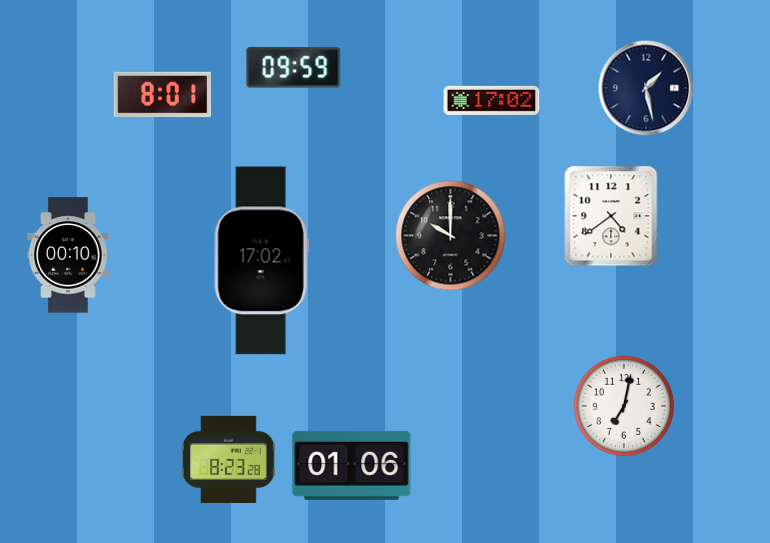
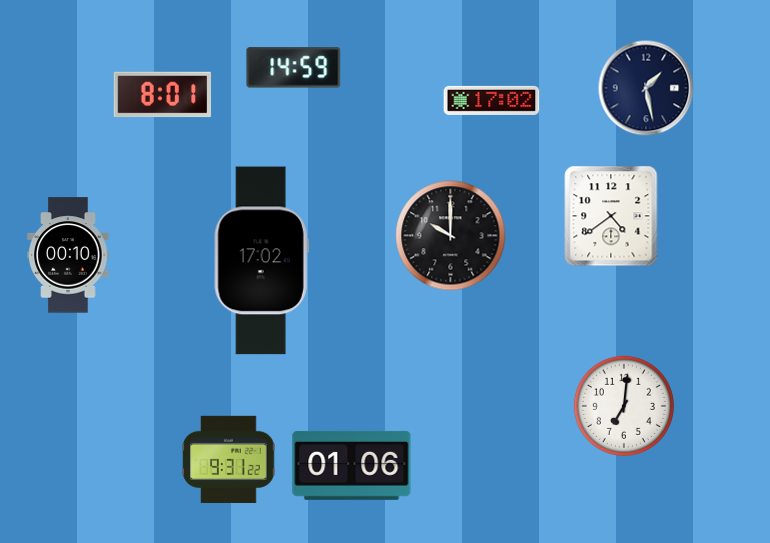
clock at (294, 68): 09:59 -> 14:59
clock at (624, 406): 7:02 -> 7:01
clock at (229, 459): 8:23 -> 9:31
